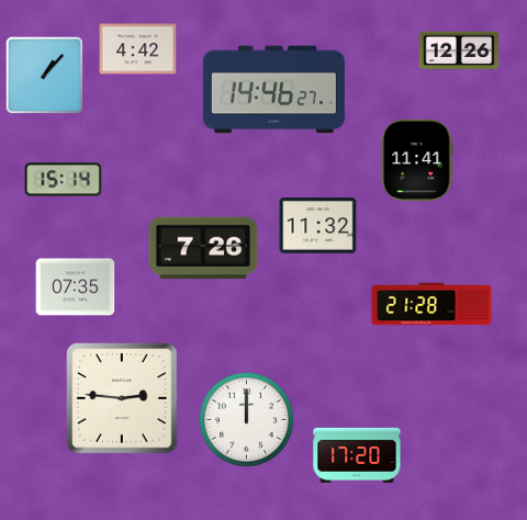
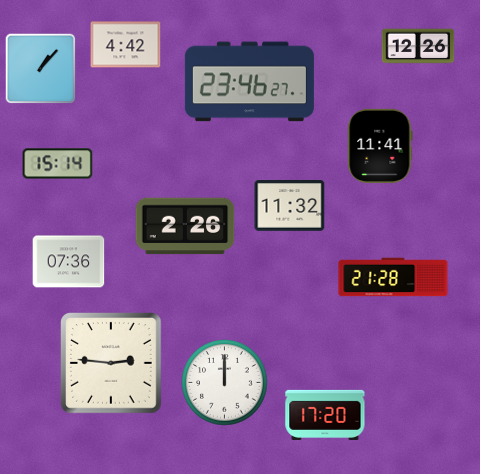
clock at (273, 90): 14:46 -> 23:46
clock at (203, 248): 7:26 -> 2:26
clock at (76, 287): 07:35 -> 07:36
